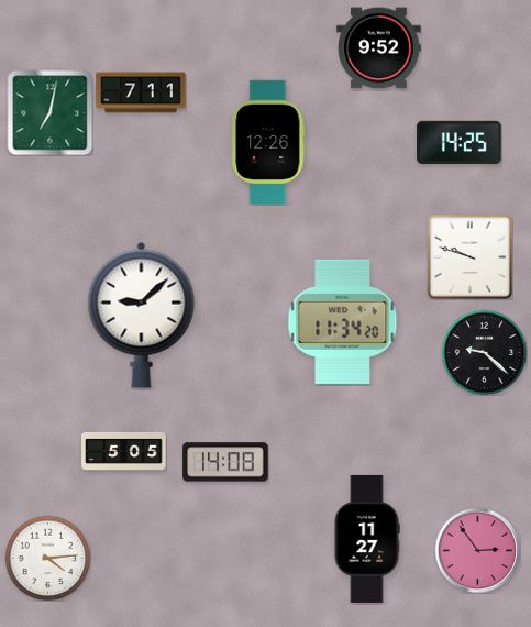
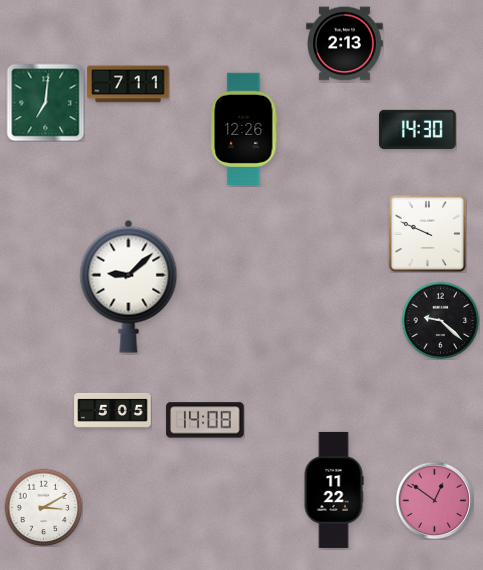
clock at (379, 48): 9:52 -> 2:13
clock at (49, 112): 7:02 -> 7:01
clock at (460, 142): 14:25 -> 14:30
clock at (469, 256): 9:48 -> 9:49
clock at (343, 321): 11:34 -> none
clock at (367, 539): 11:27 -> 11:22
clock at (477, 550): 2:54 -> 12:51
clock at (47, 558): 4:14 -> 3:10
